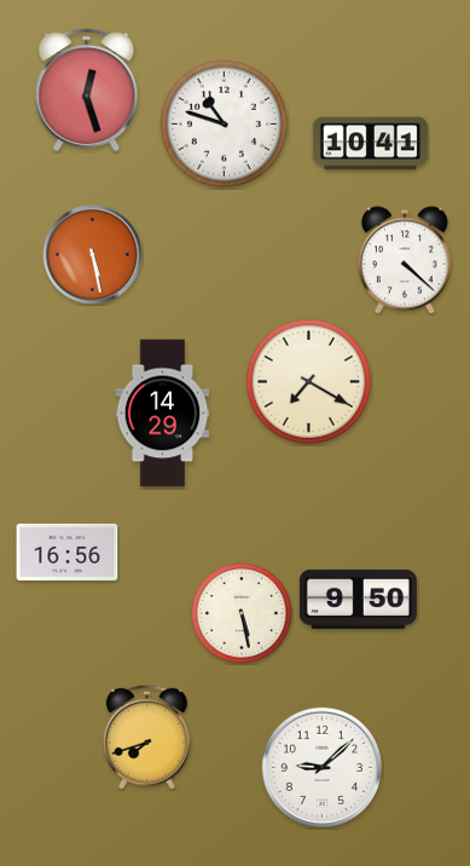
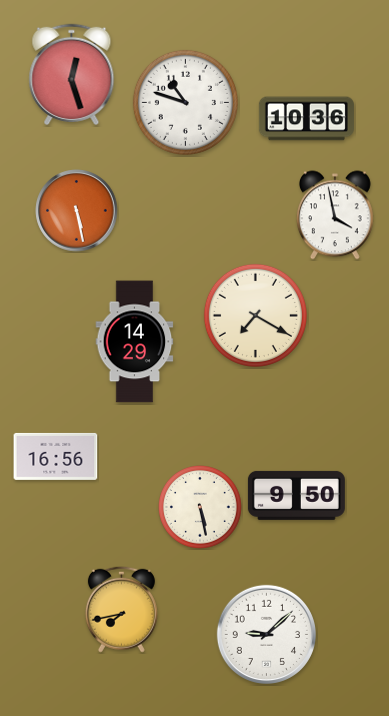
clock at (370, 144): 10:41 -> 10:36
clock at (405, 260): 4:22 -> 3:58
clock at (146, 737): 7:42 -> 7:43
